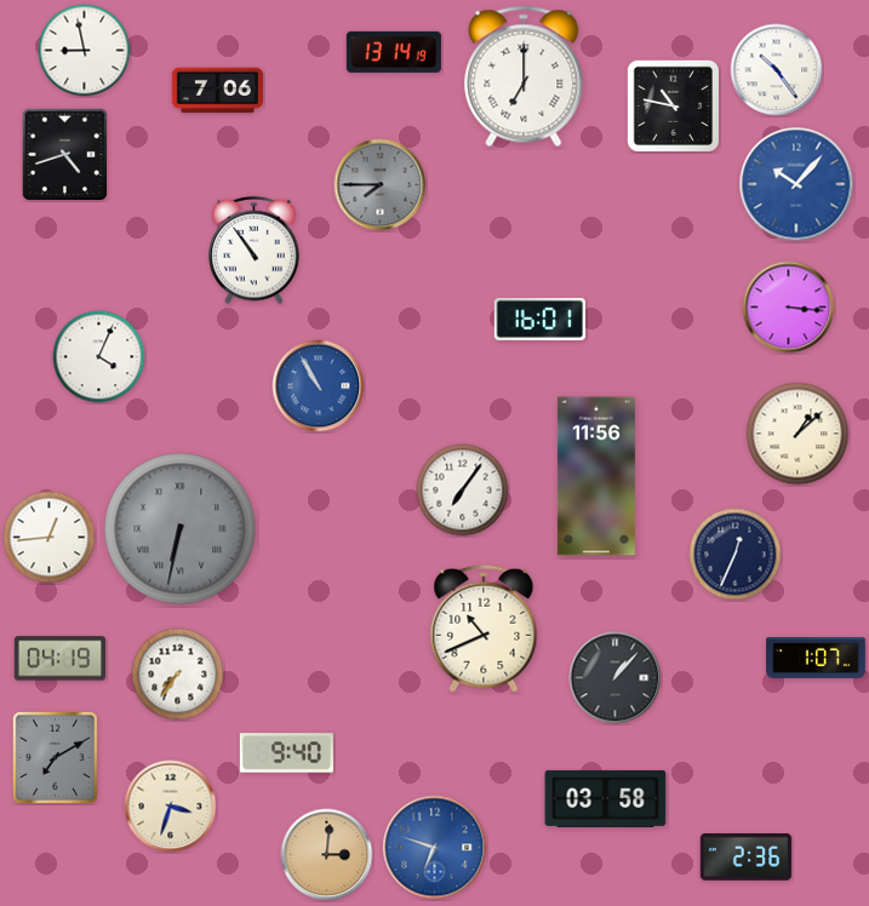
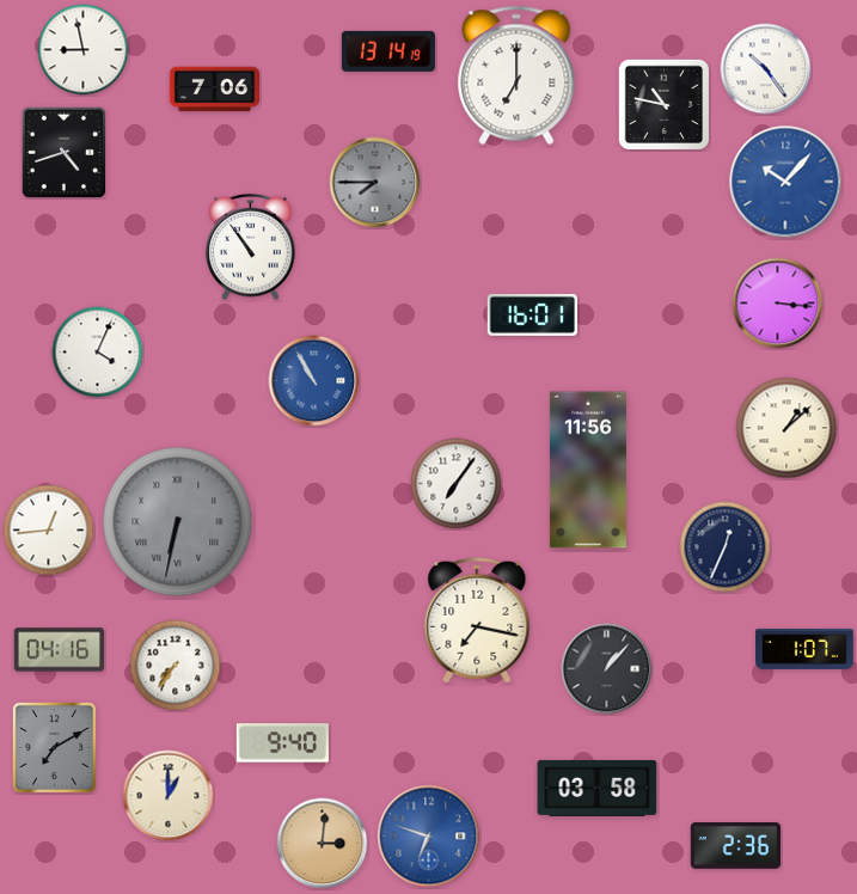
clock at (484, 629): 10:41 -> 7:17
clock at (61, 659): 04:19 -> 04:16
clock at (171, 807): 3:33 -> 1:00
